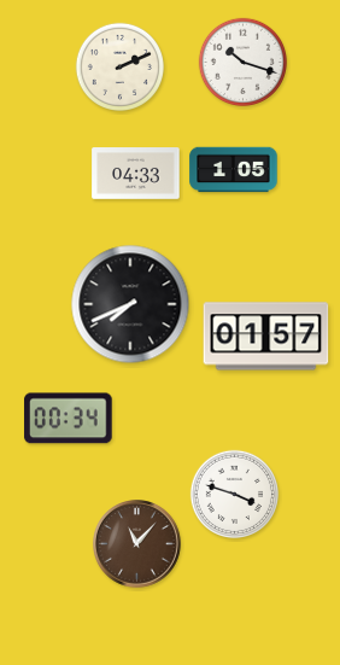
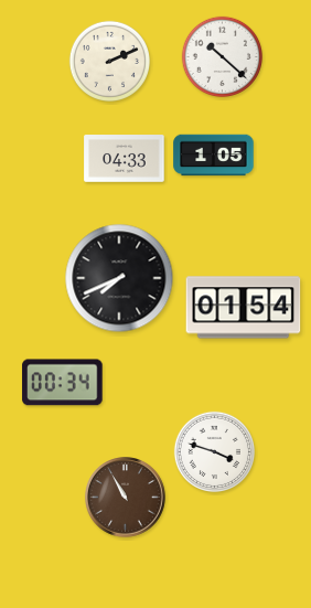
clock at (242, 62): 10:18 -> 10:22
clock at (266, 337): 01:57 -> 01:54
clock at (137, 544): 11:07 -> 10:55
